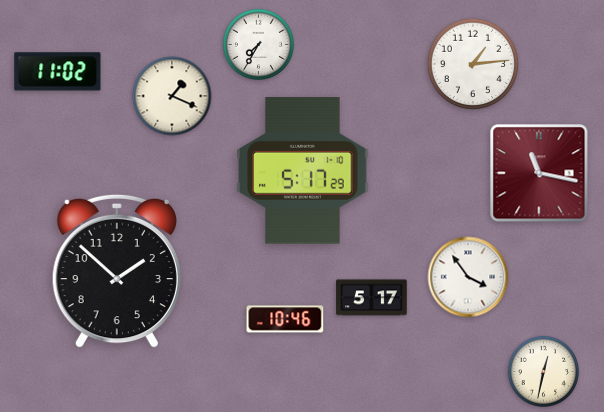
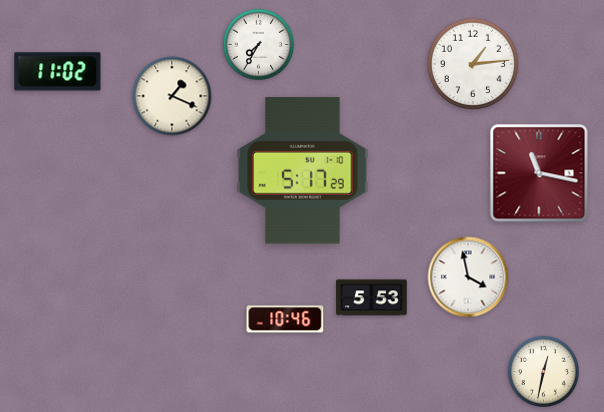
clock at (117, 271): 1:52 -> none
clock at (468, 277): 3:54 -> 3:58
clock at (372, 298): 5:17 -> 5:53
